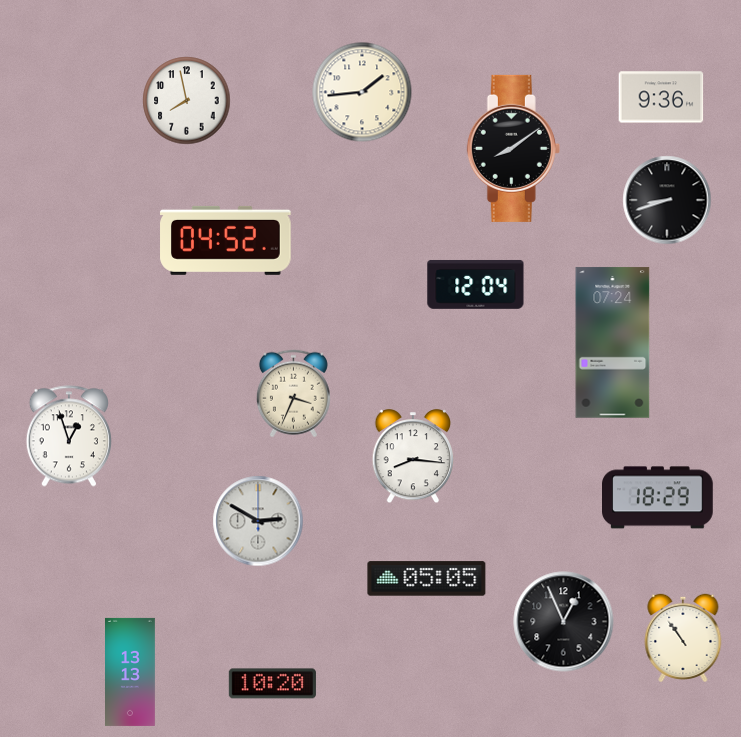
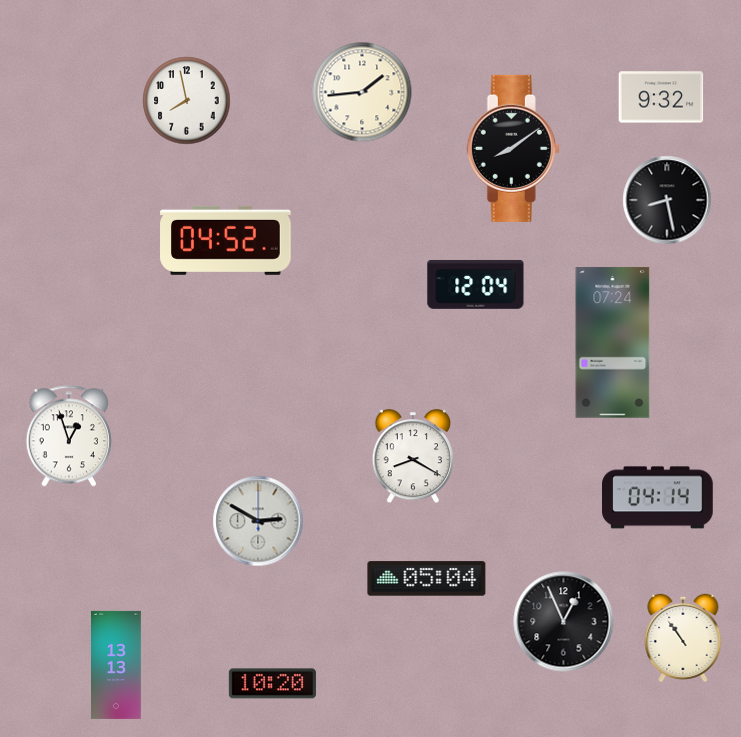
clock at (661, 97): 9:36 -> 9:32
clock at (667, 200): 8:42 -> 8:28
clock at (293, 394): 3:34 -> none
clock at (413, 457): 8:16 -> 8:20
clock at (658, 498): 18:29 -> 04:14
clock at (427, 579): 05:05 -> 05:04
clock at (131, 672) position: (131, 672) -> (117, 665)
